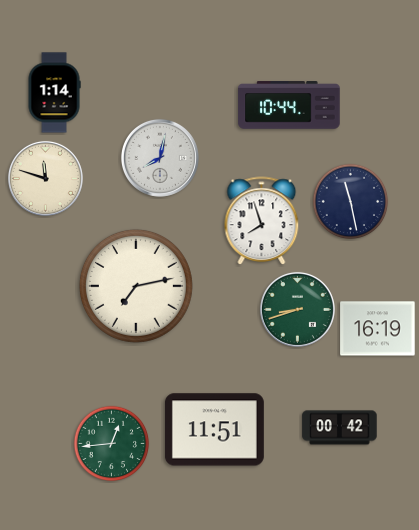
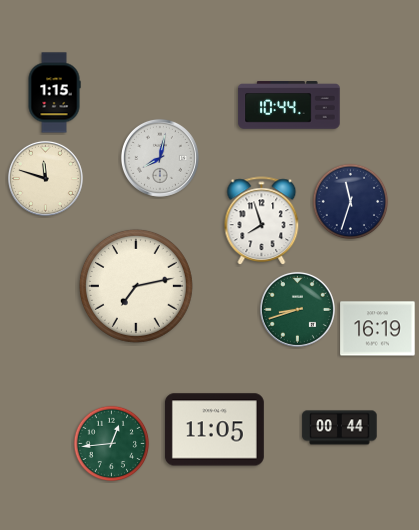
clock at (54, 93): 1:14 -> 1:15
clock at (351, 202): 11:28 -> 11:33
clock at (340, 428): 00:42 -> 00:44
clock at (214, 430): 11:51 -> 11:05
